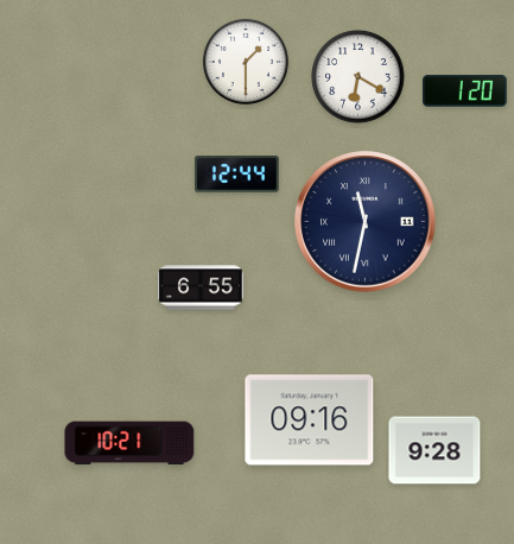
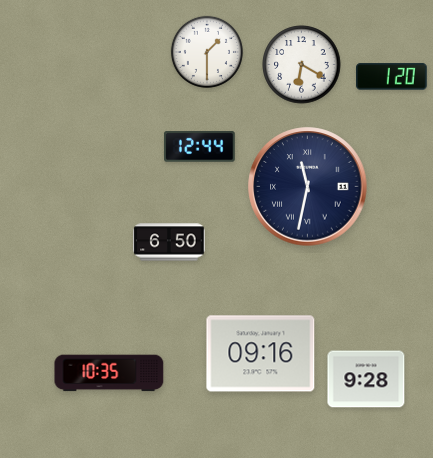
clock at (201, 287): 6:55 -> 6:50
clock at (129, 443): 10:21 -> 10:35
